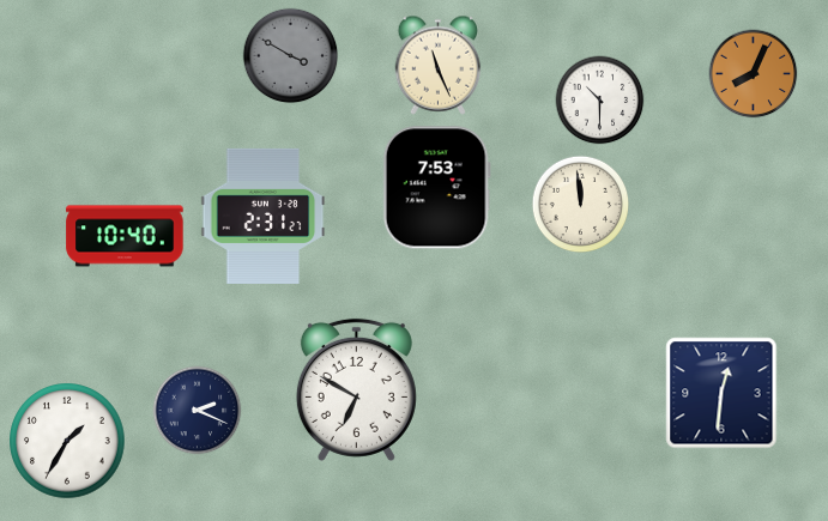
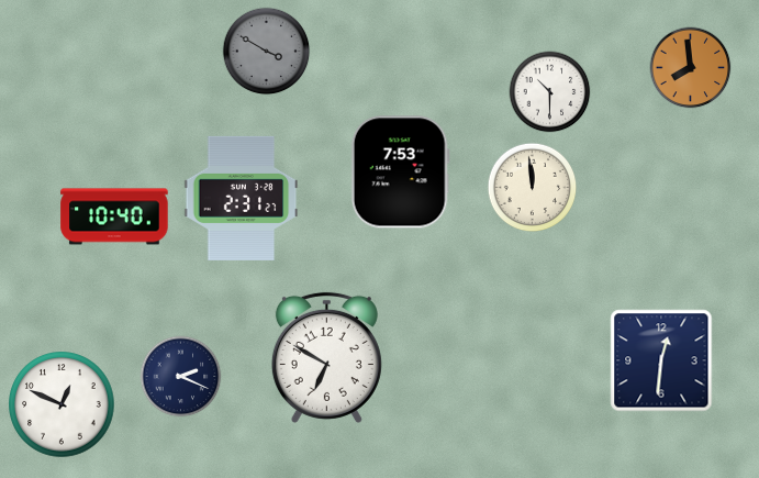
clock at (439, 65): 11:26 -> none
clock at (754, 74): 8:04 -> 7:59
clock at (67, 441): 1:35 -> 12:49
